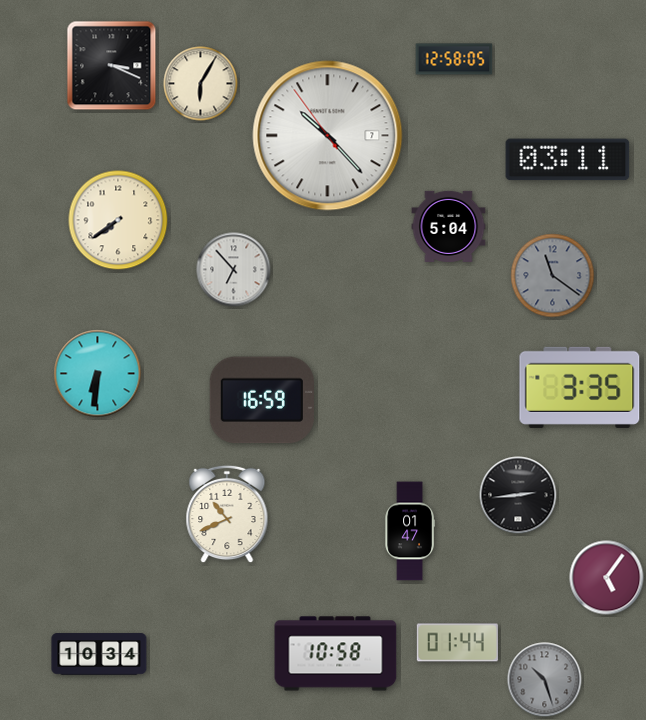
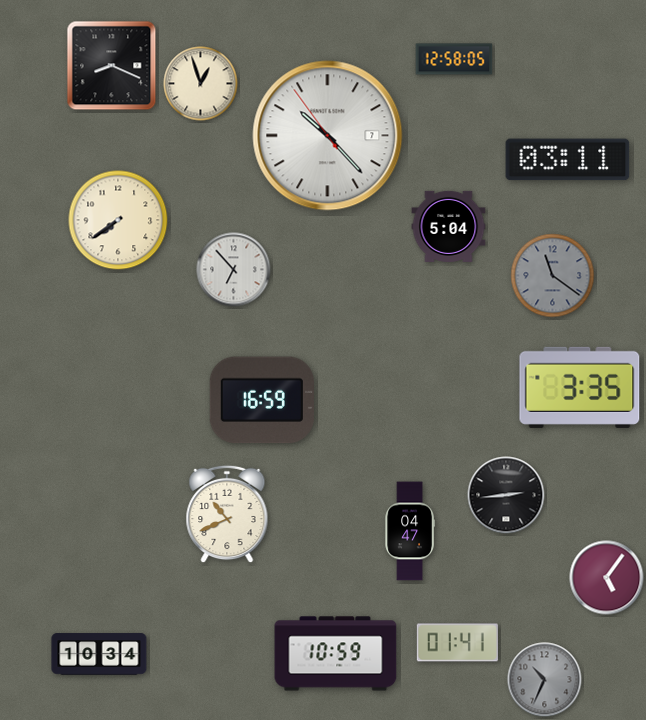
clock at (112, 66): 3:19 -> 8:19
clock at (201, 84): 6:05 -> 12:57
clock at (98, 374): 6:31 -> none
clock at (518, 495) position: (518, 495) -> (506, 495)
clock at (410, 531): 01:47 -> 04:47
clock at (457, 643): 01:44 -> 01:41
clock at (336, 654): 10:58 -> 10:59
clock at (545, 680): 10:27 -> 10:34
